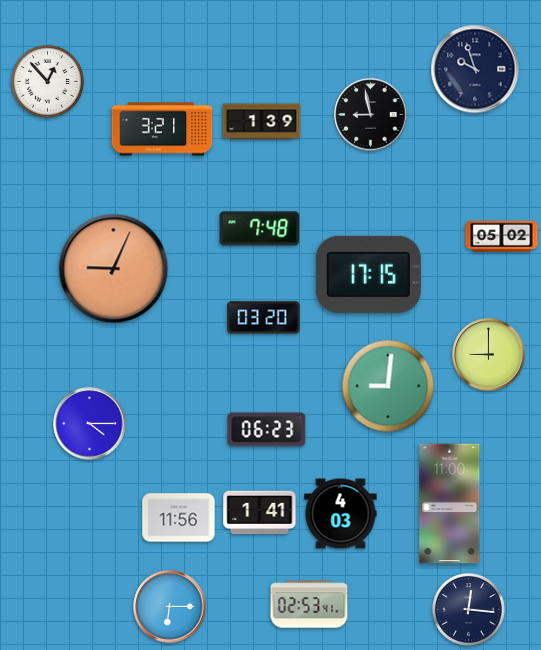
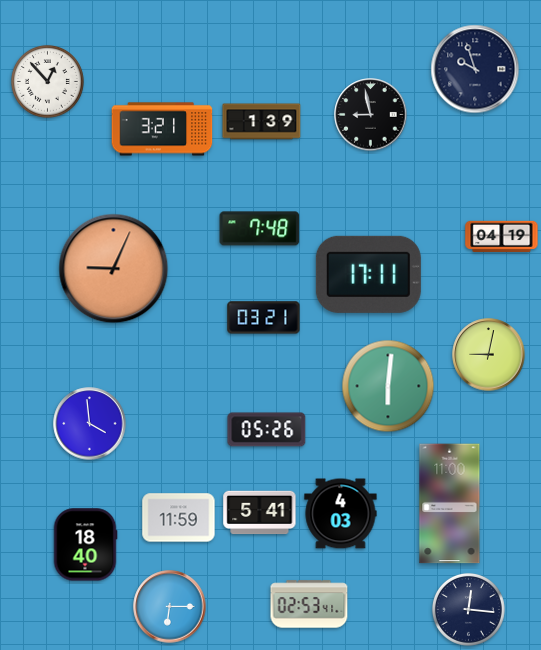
clock at (502, 236): 05:02 -> 04:19
clock at (368, 274): 17:15 -> 17:11
clock at (264, 318): 03:20 -> 03:21
clock at (489, 355): 9:00 -> 9:02
clock at (388, 386): 9:01 -> 6:01
clock at (90, 424): 4:15 -> 3:59
clock at (267, 430): 06:23 -> 05:26
clock at (260, 513): 1:41 -> 5:41
clock at (179, 518): 11:56 -> 11:59
clock at (85, 545): none -> 18:40
